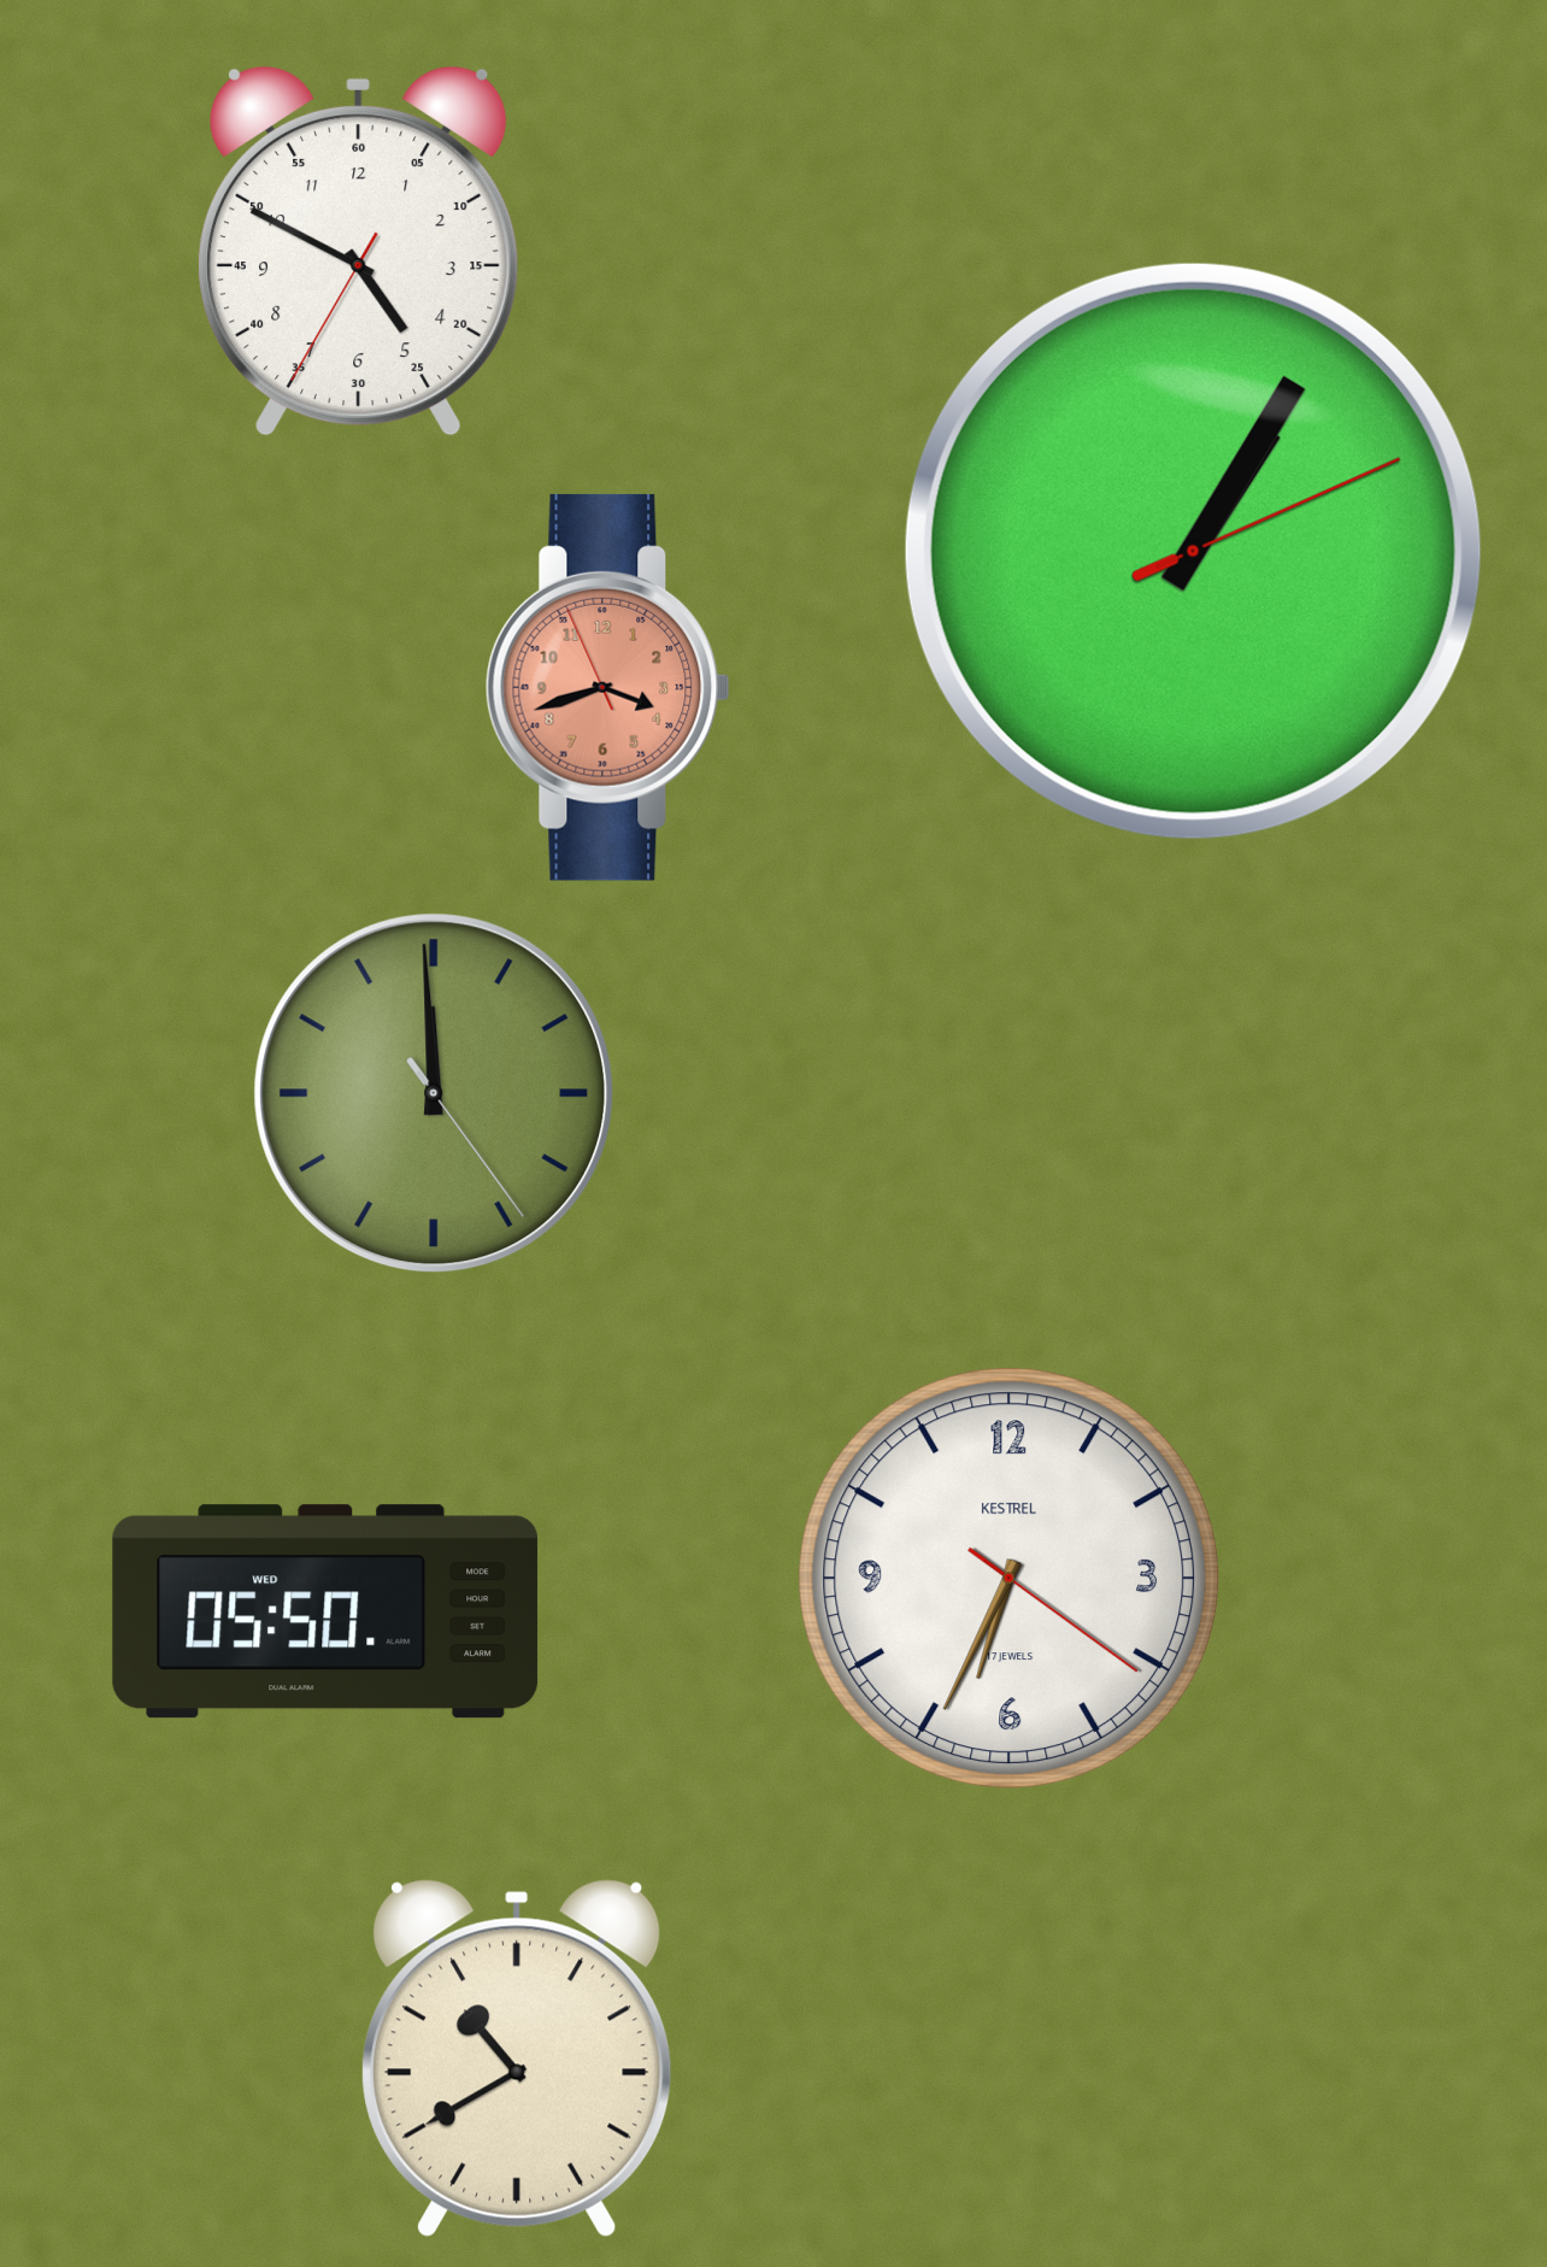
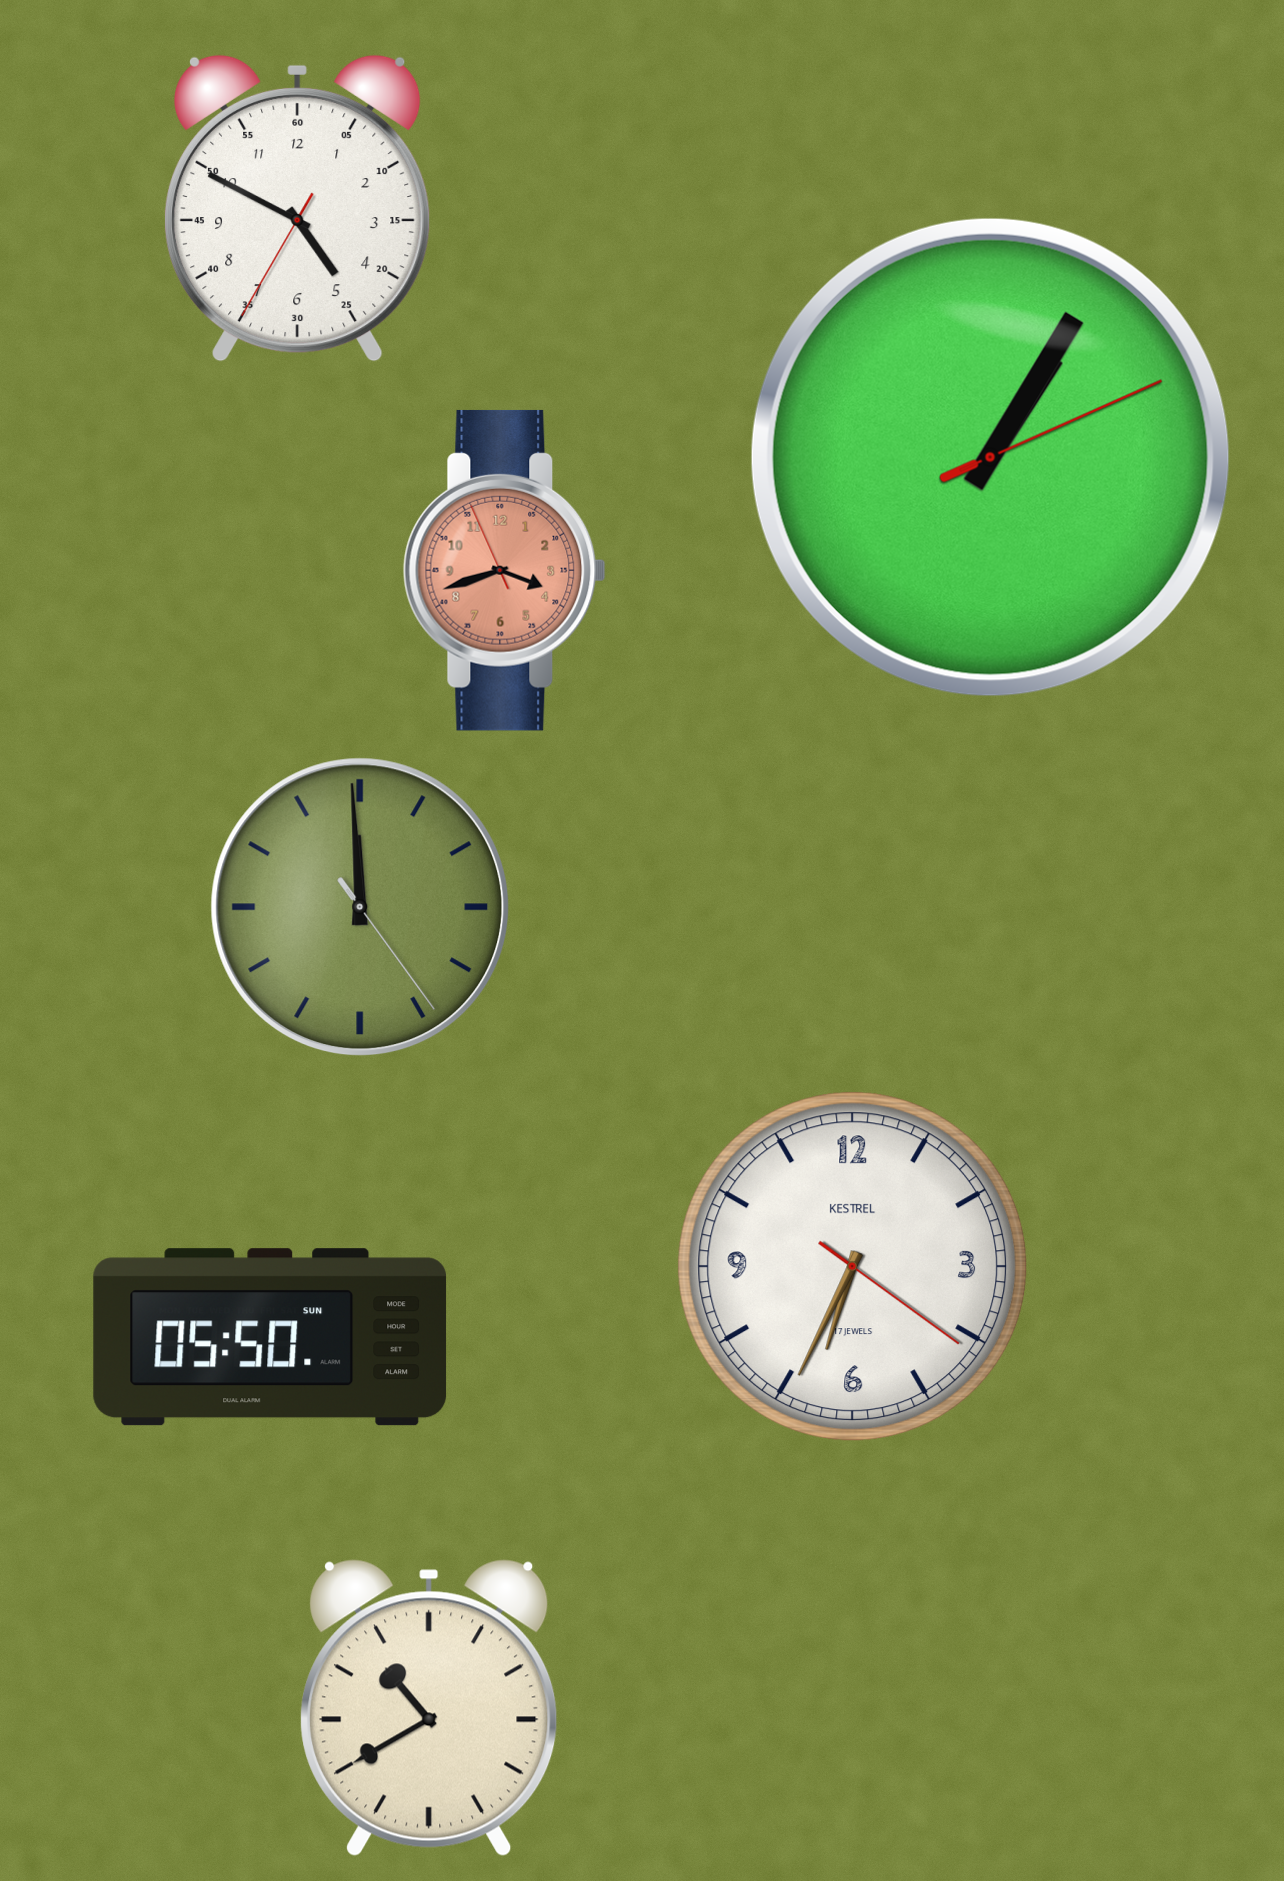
clock at (1010, 1579) position: (1010, 1579) -> (853, 1267)
clock at (325, 1611) date: WED -> SUN
